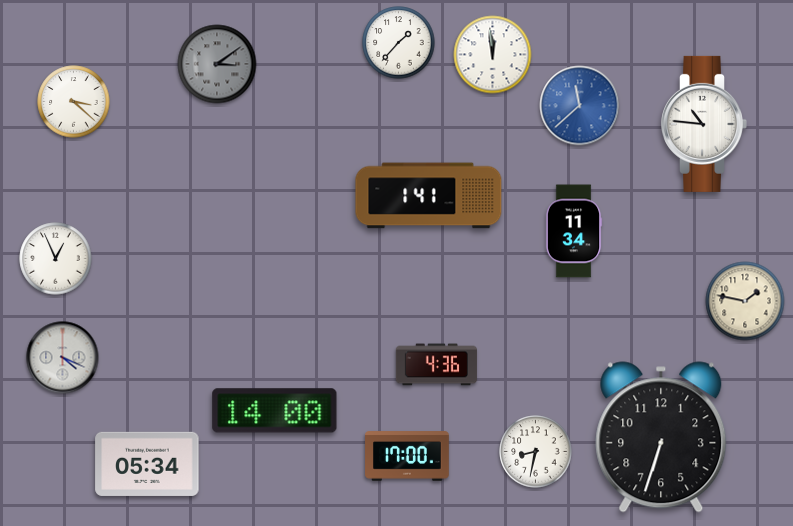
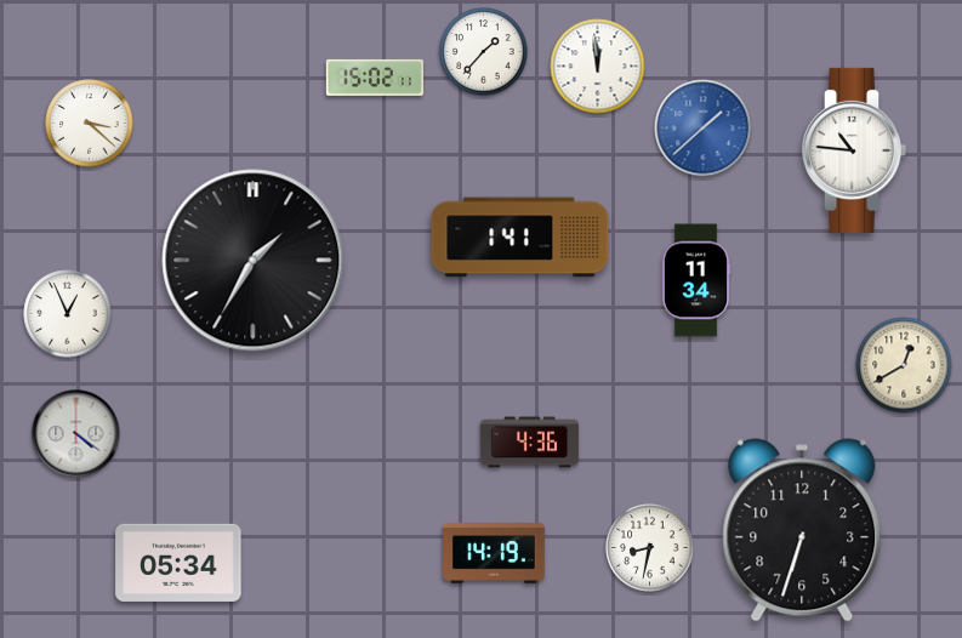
clock at (217, 64): 3:09 -> none
clock at (375, 78): none -> 15:02
clock at (580, 106): 11:38 -> 1:38
clock at (254, 261): none -> 1:35
clock at (745, 301): 1:47 -> 12:40
clock at (63, 358): 4:19 -> 4:21
clock at (275, 411): 14:00 -> none
clock at (407, 456): 17:00 -> 14:19
